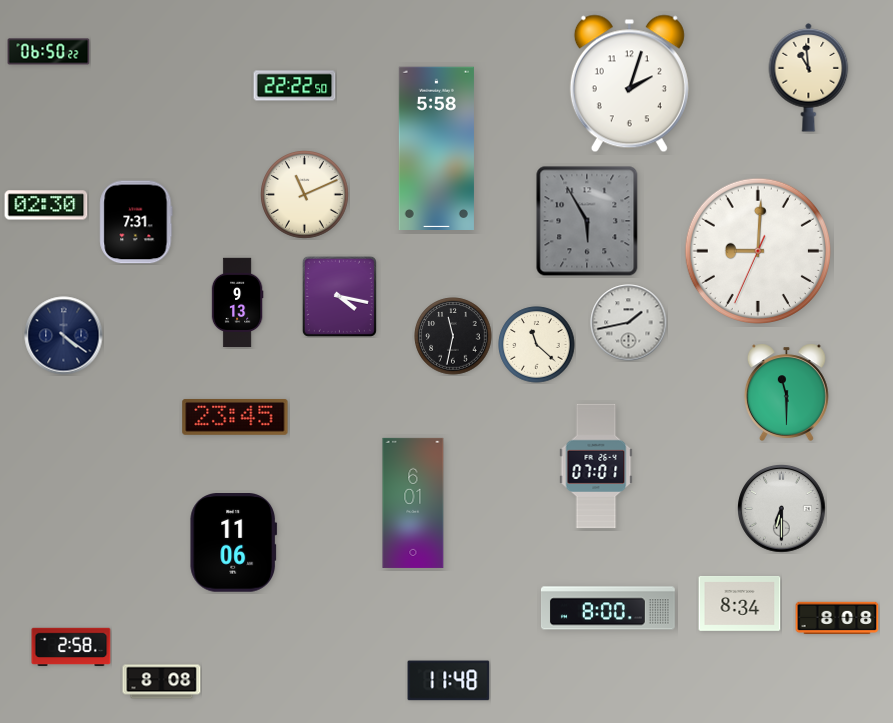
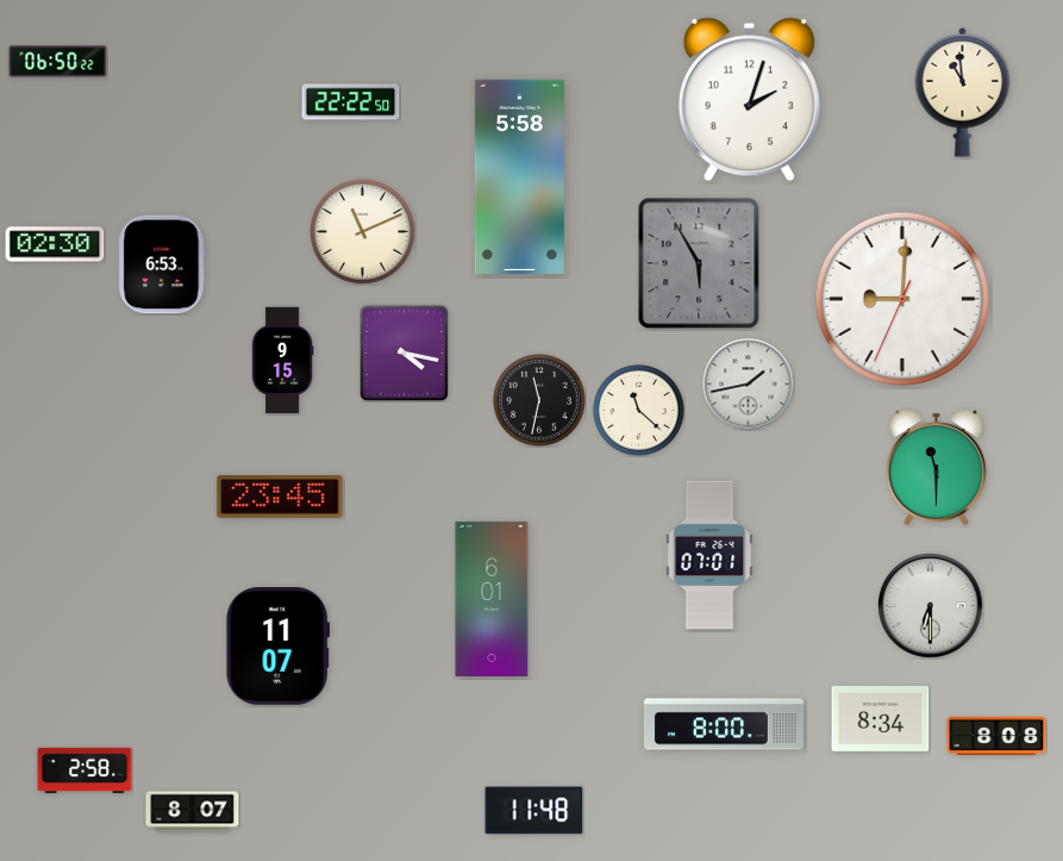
clock at (136, 222): 7:31 -> 6:53
clock at (237, 303): 9:13 -> 9:15
clock at (64, 336): 4:21 -> none
clock at (234, 543): 11:06 -> 11:07
clock at (162, 682): 8:08 -> 8:07
